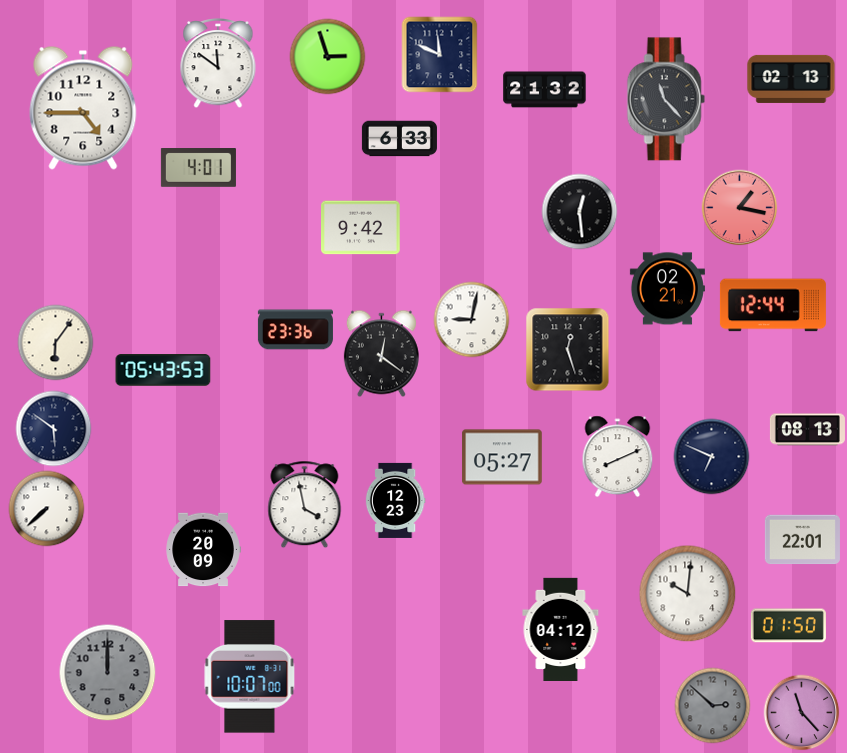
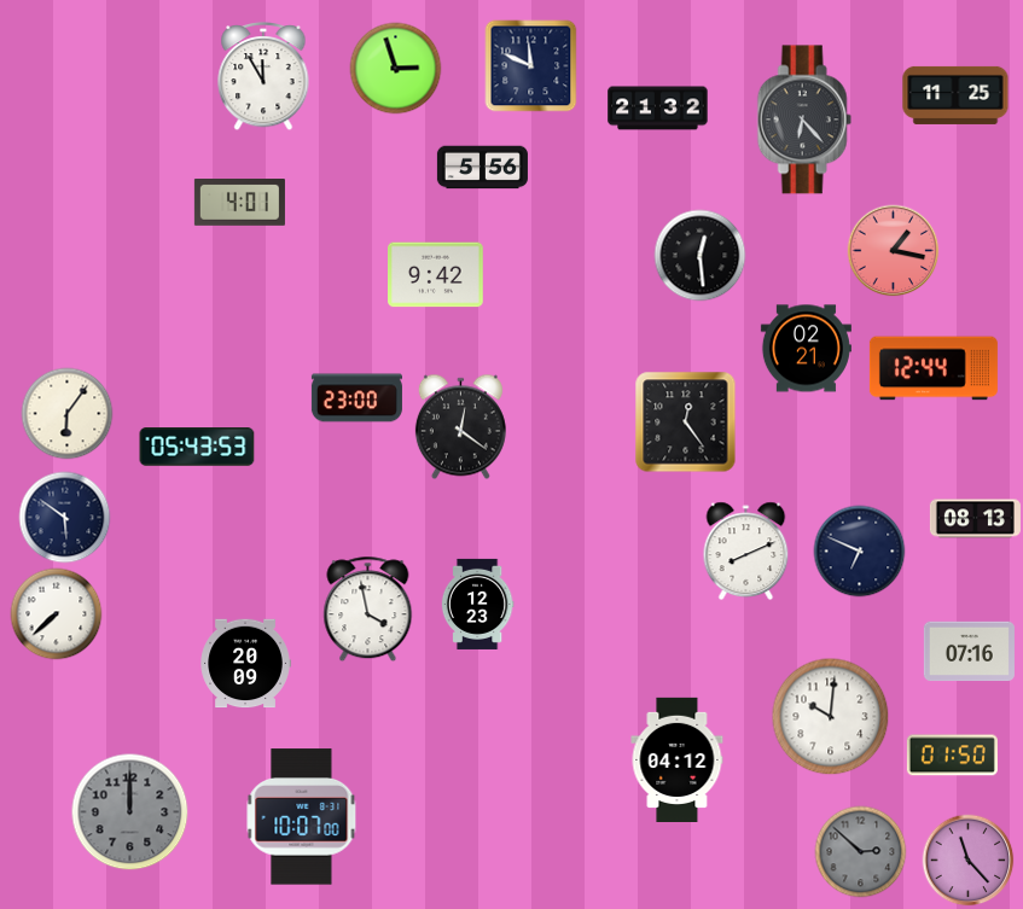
clock at (218, 63): 11:51 -> 11:55
clock at (791, 79): 02:13 -> 11:25
clock at (666, 99): 11:23 -> 6:23
clock at (83, 108): 4:45 -> none
clock at (399, 139): 6:33 -> 5:56
clock at (472, 320): 9:02 -> none
clock at (295, 330): 23:36 -> 23:00
clock at (568, 350): 12:27 -> 12:24
clock at (502, 457): 05:27 -> none
clock at (802, 540): 22:01 -> 07:16
